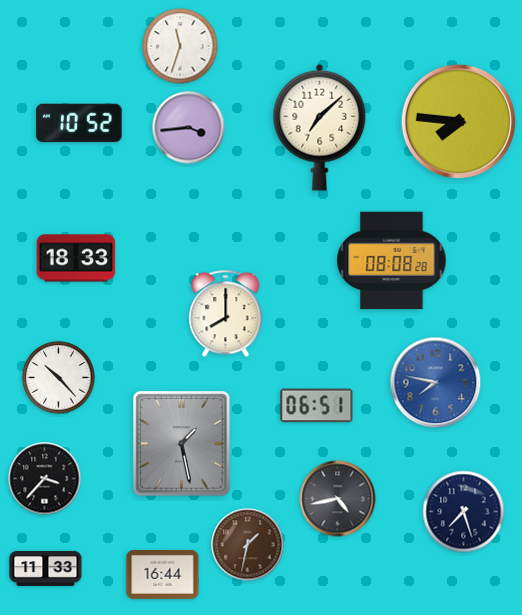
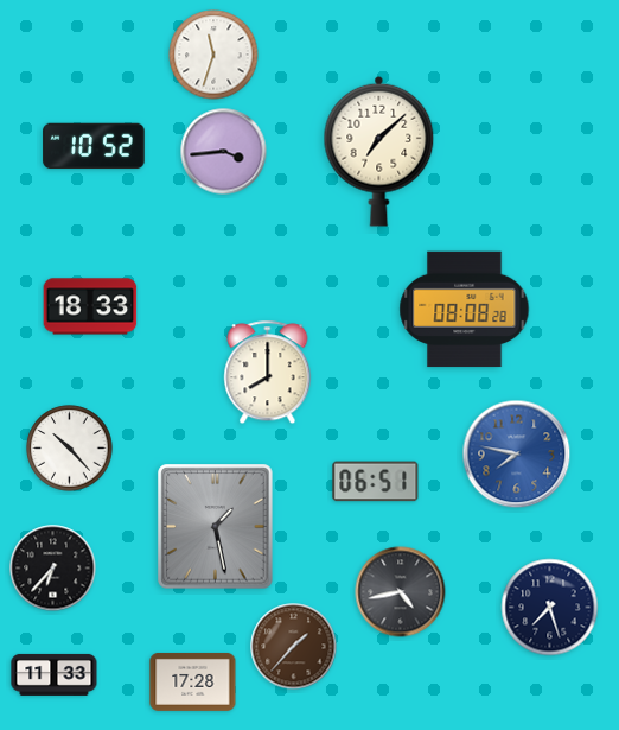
clock at (458, 121): 7:46 -> none
clock at (45, 479): 3:37 -> 6:37
clock at (248, 545): 1:32 -> 1:37
clock at (163, 574): 16:44 -> 17:28
